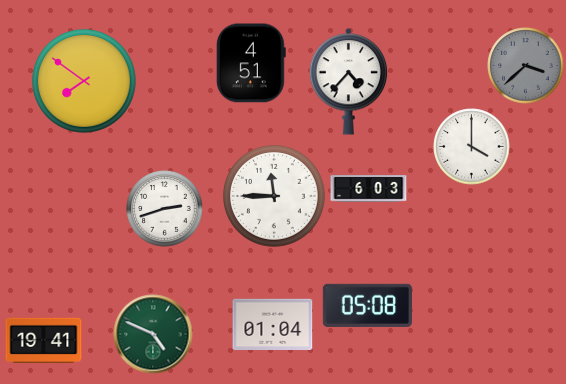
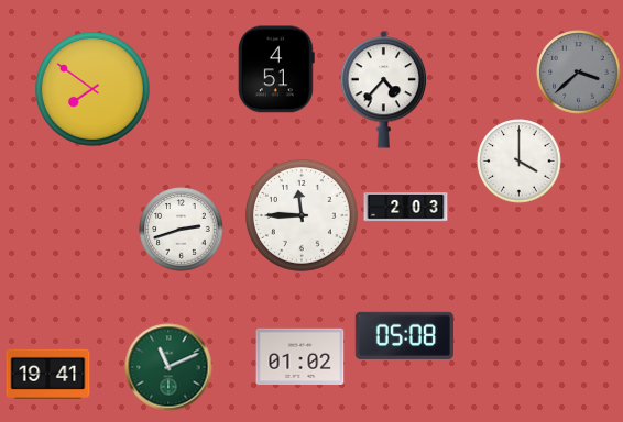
clock at (369, 189): 6:03 -> 2:03
clock at (273, 324): 01:04 -> 01:02
clock at (153, 334): 4:49 -> 11:11
